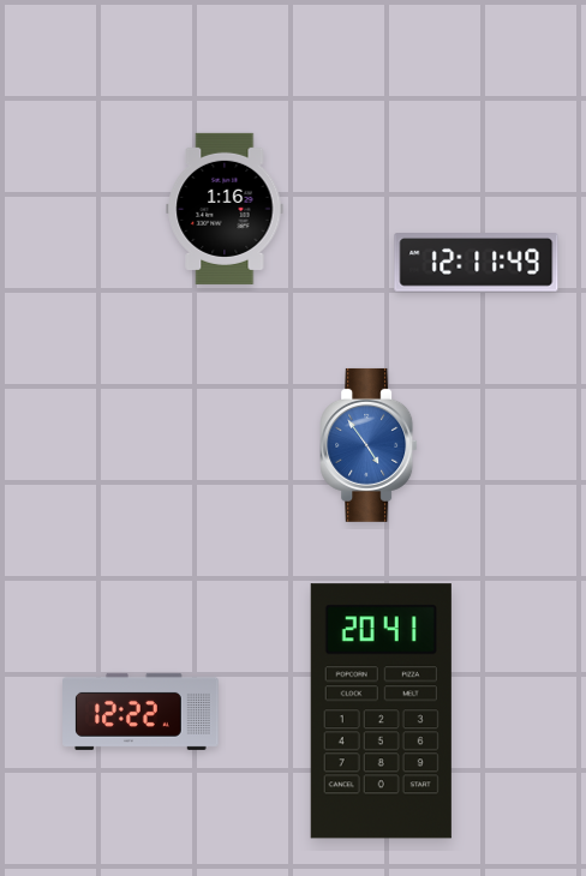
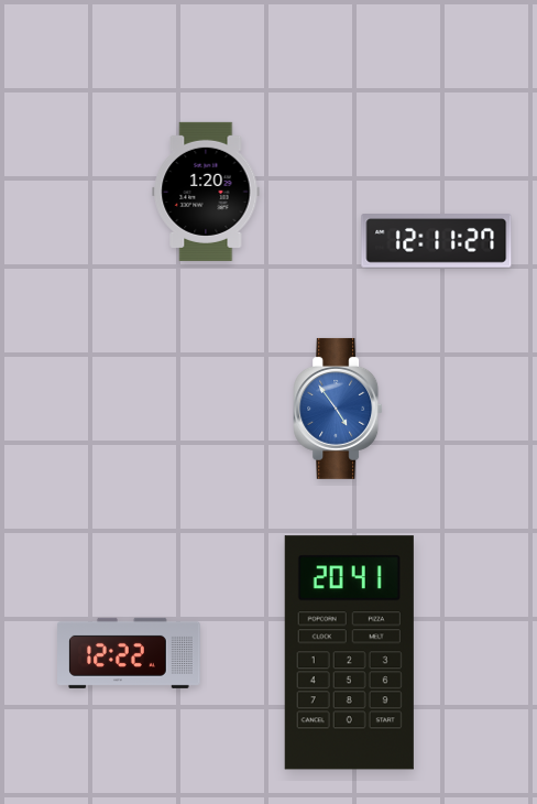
clock at (225, 209): 1:16 -> 1:20
clock at (477, 263): 12:11:49 -> 12:11:27
